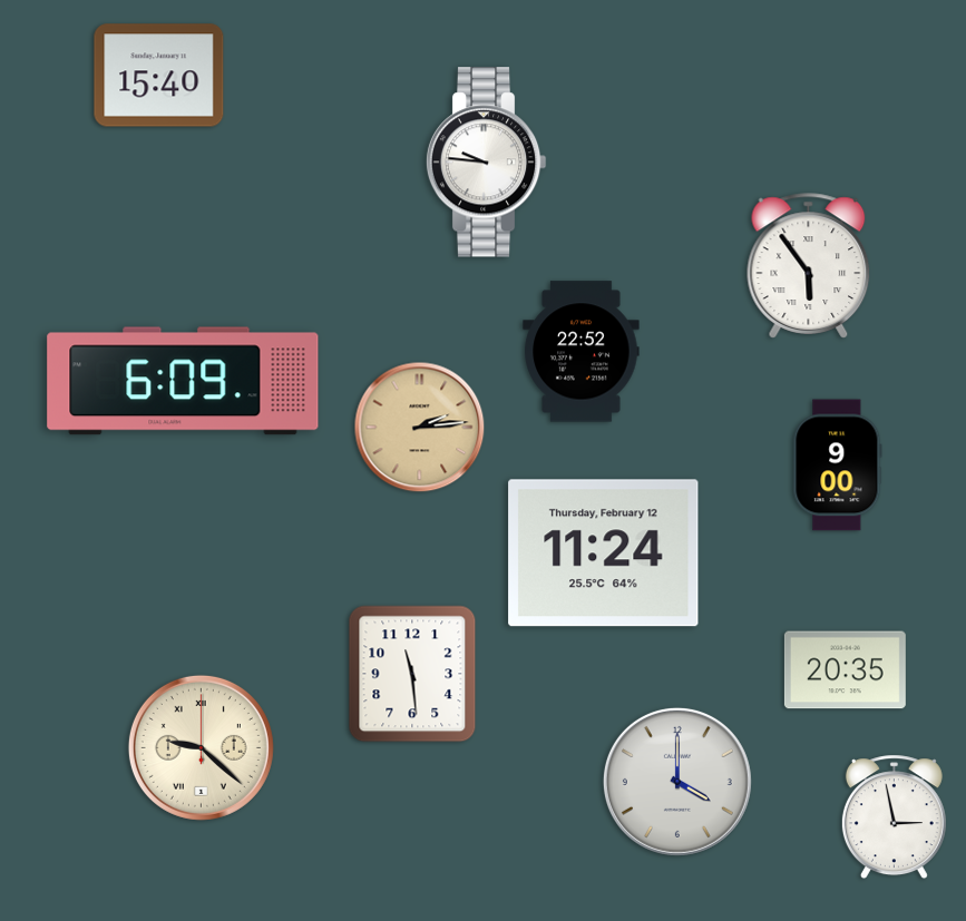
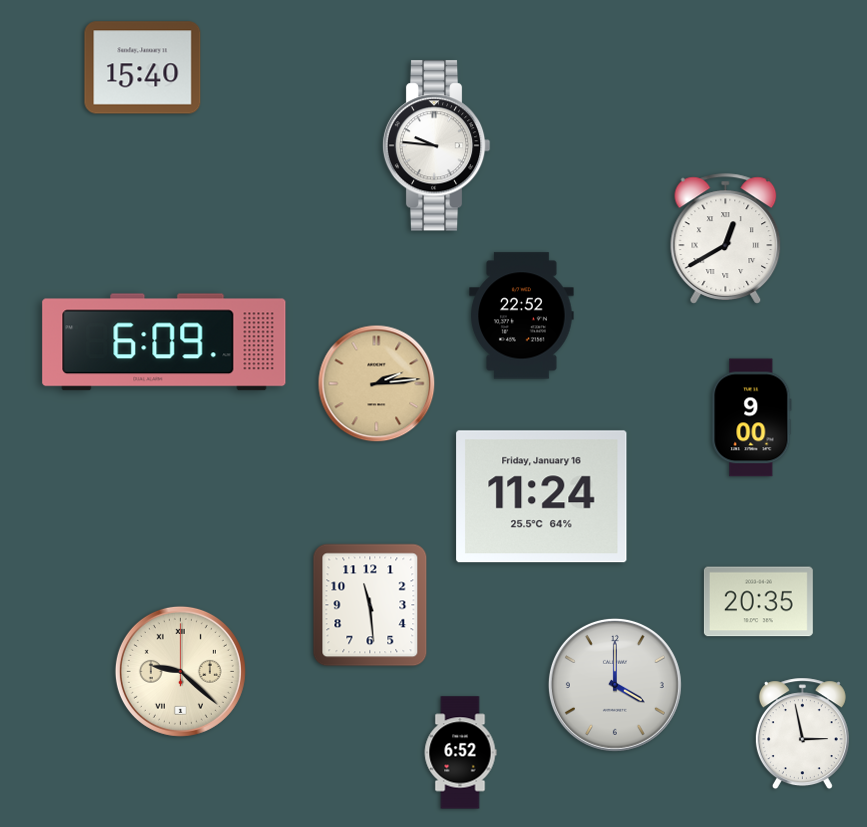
clock at (809, 266): 5:54 -> 12:40
clock at (604, 553) date: Thursday, February 12 -> Friday, January 16
clock at (677, 782) position: (677, 782) -> (615, 685)
clock at (460, 753): none -> 6:52
